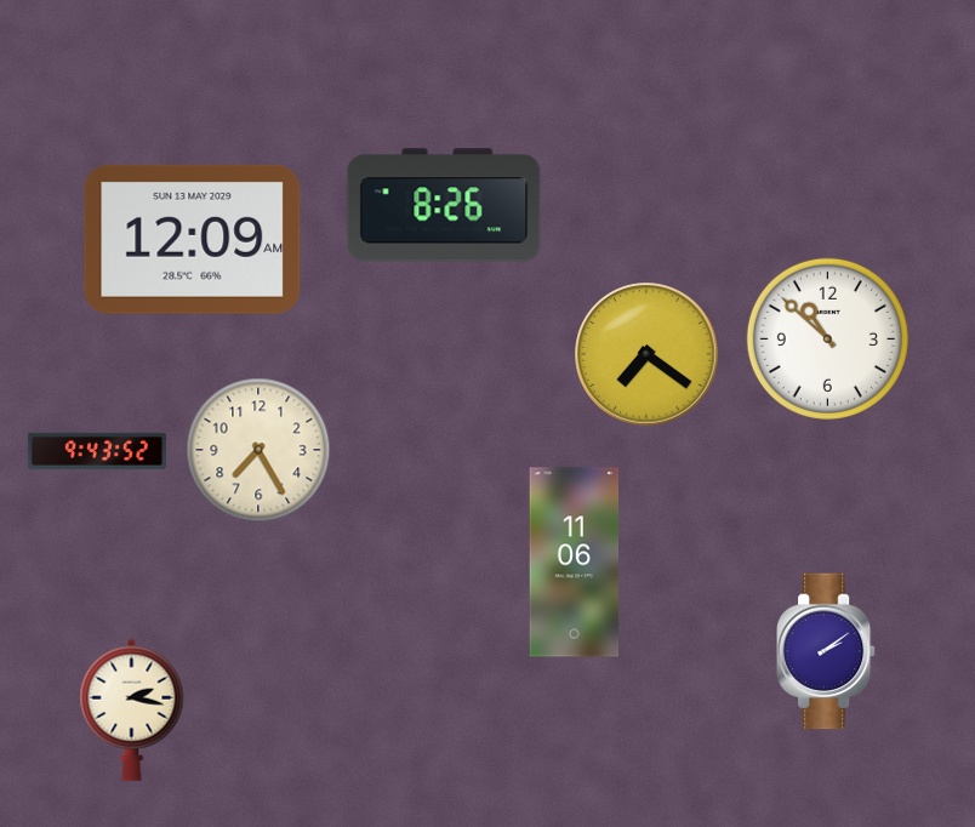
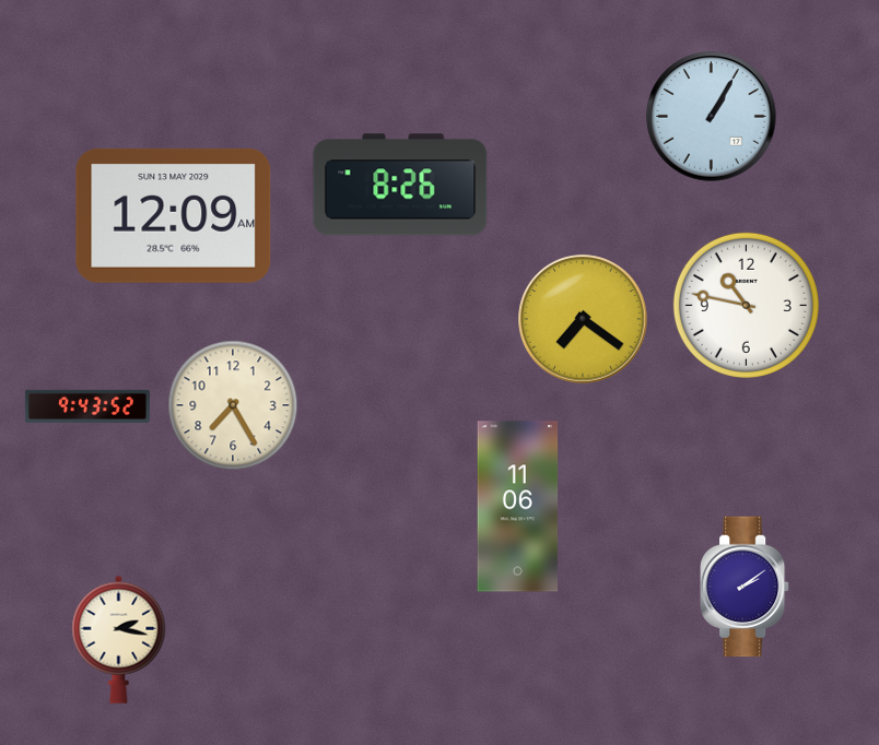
clock at (712, 117): none -> 1:05
clock at (827, 338): 10:52 -> 10:47
